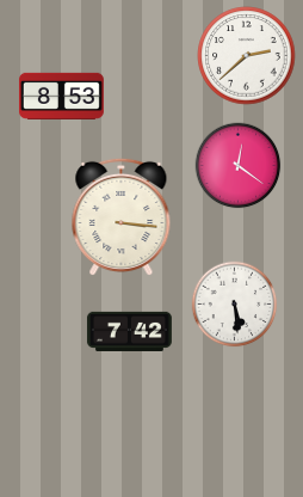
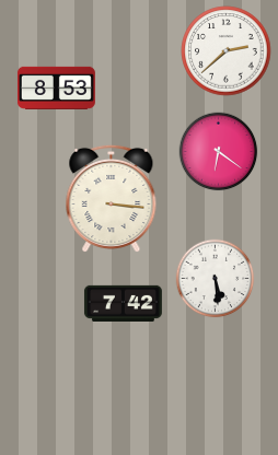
clock at (239, 166): 12:21 -> 6:21
clock at (129, 331) position: (129, 331) -> (123, 303)
